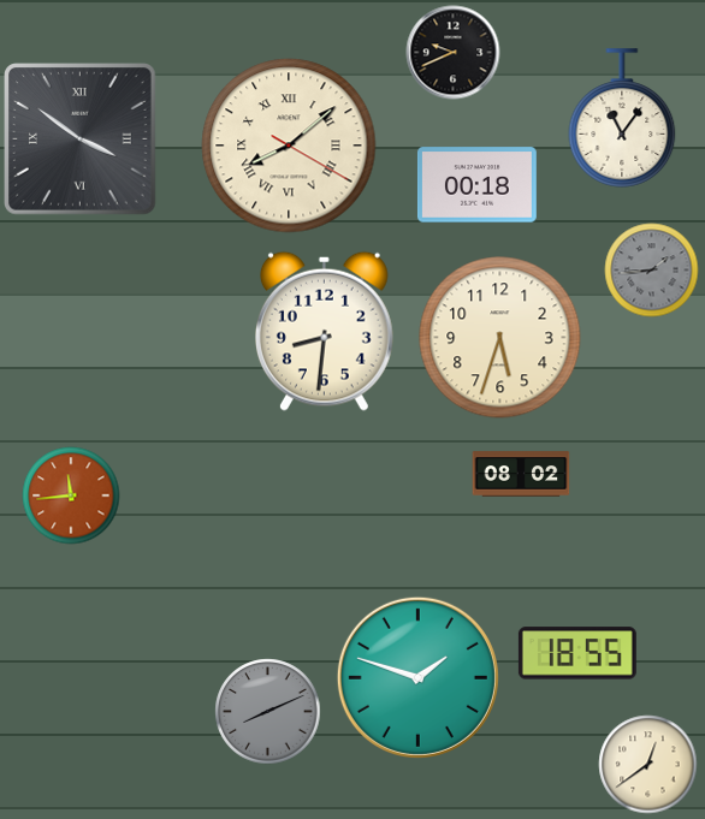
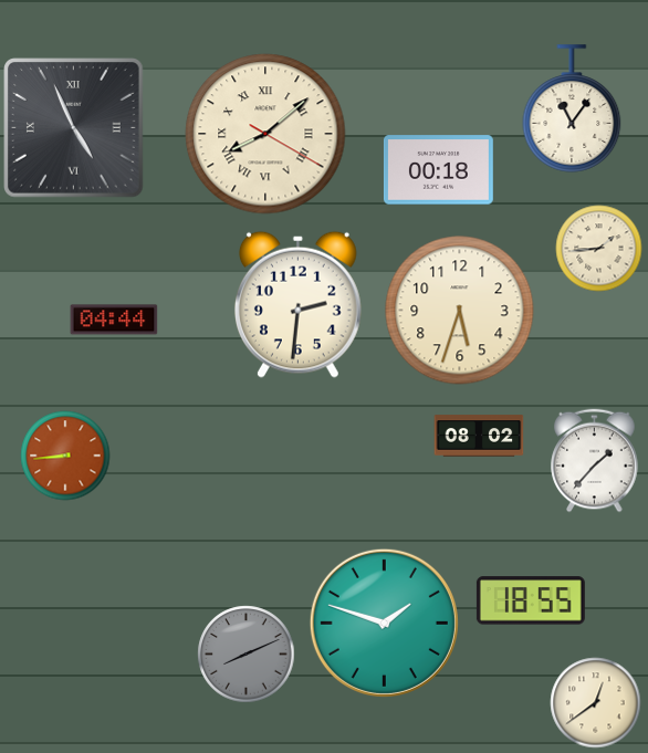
clock at (452, 52): 9:41 -> none
clock at (81, 140): 3:51 -> 4:56
clock at (651, 269) dial: grey -> cream
clock at (324, 331): 8:31 -> 2:31
clock at (114, 320): none -> 04:44
clock at (71, 495): 11:44 -> 8:44
clock at (595, 460): none -> 1:37
